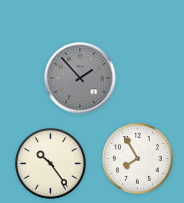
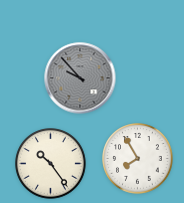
clock at (80, 78): 1:53 -> 9:53
